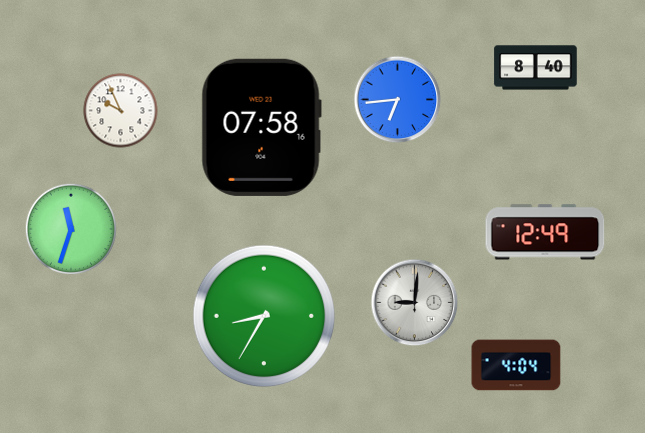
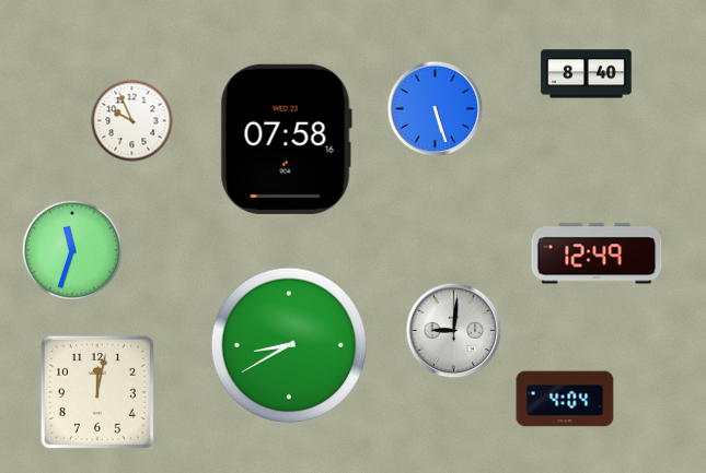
clock at (398, 100): 6:44 -> 5:27
clock at (70, 228) position: (70, 228) -> (71, 249)
clock at (264, 316): 8:35 -> 8:40
clock at (97, 392): none -> 12:02
